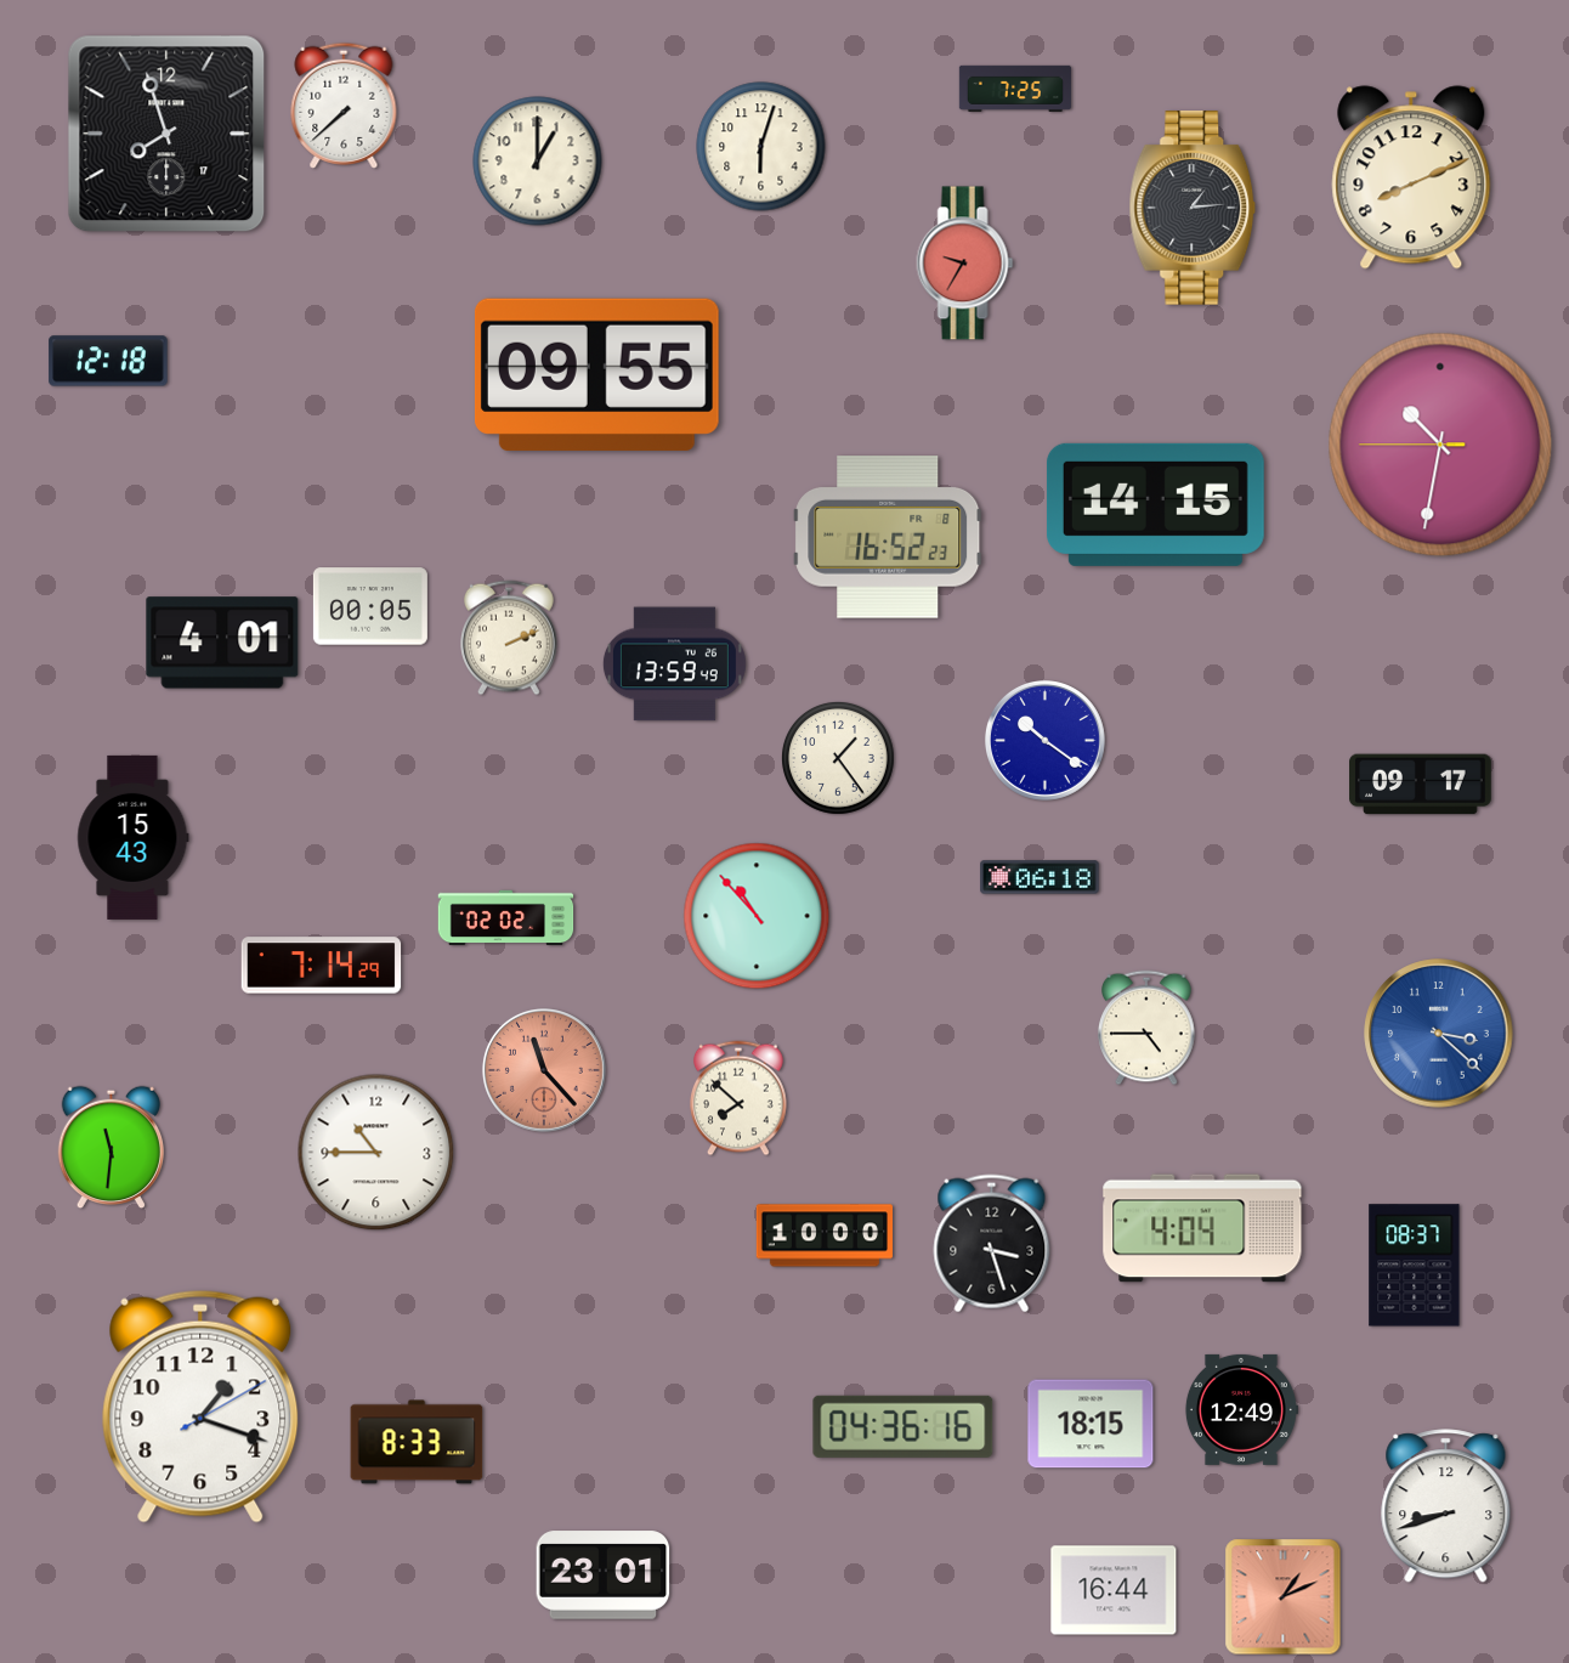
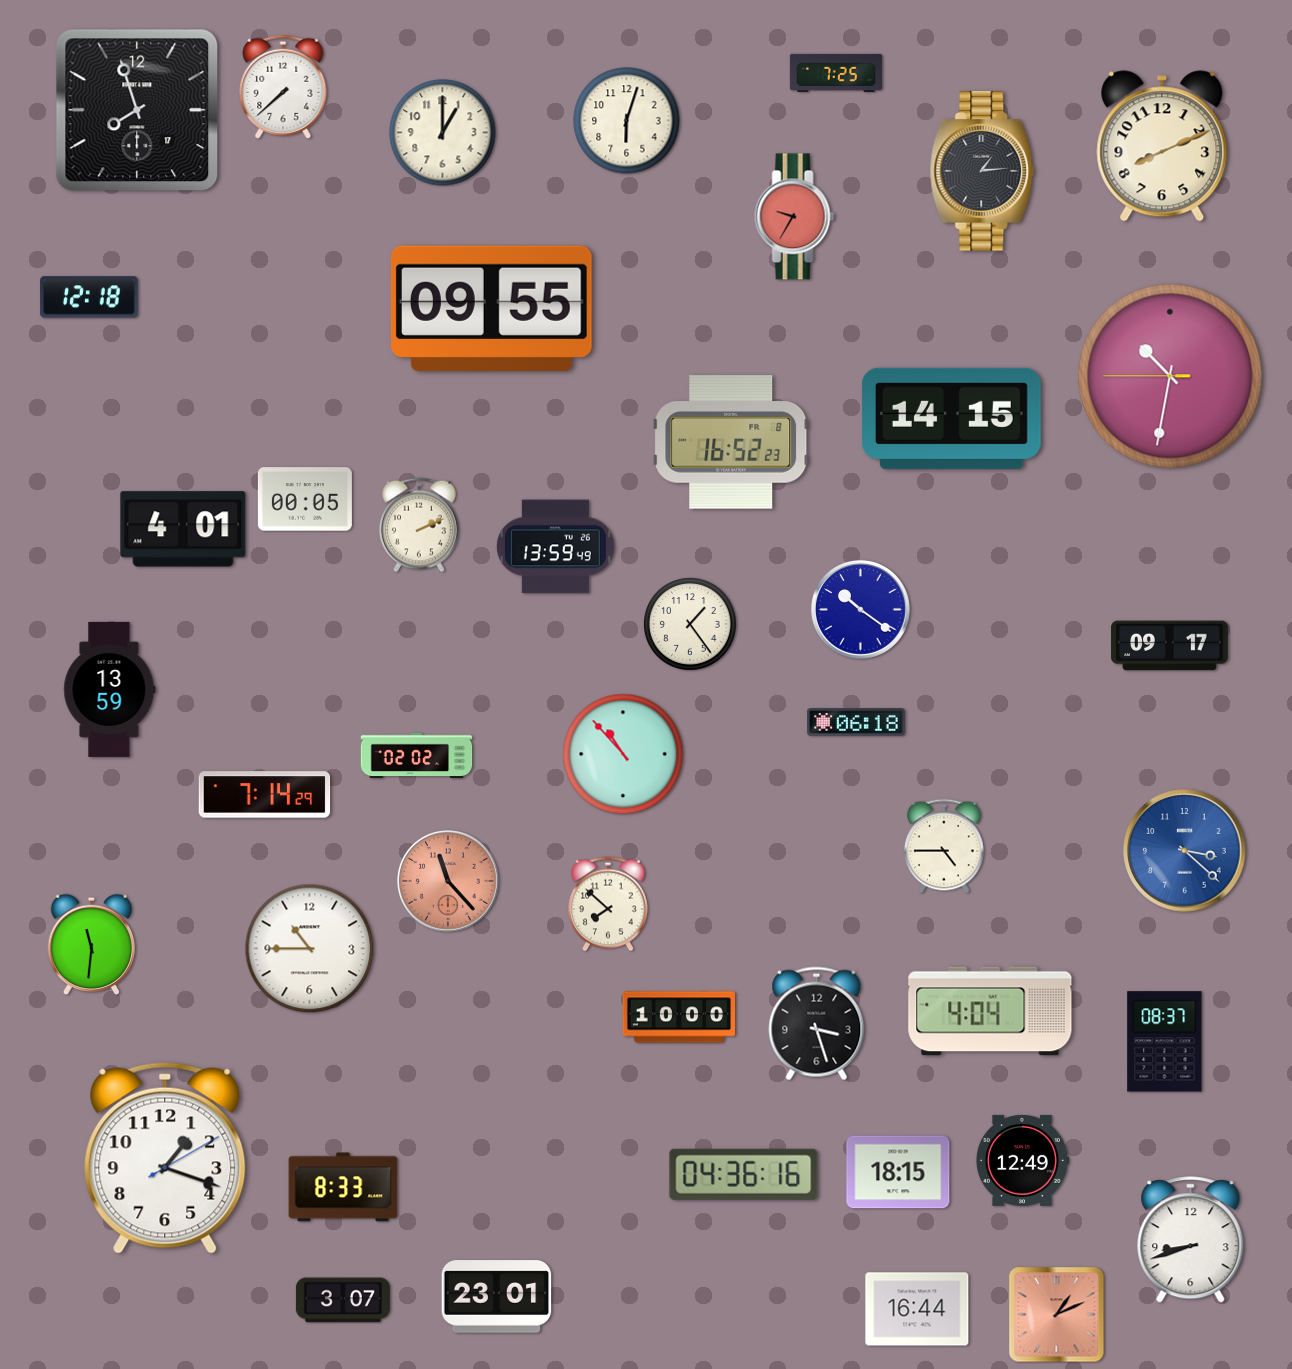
clock at (1440, 445) position: (1440, 445) -> (1170, 376)
clock at (1155, 504) position: (1155, 504) -> (951, 418)
clock at (134, 837): 15:43 -> 13:59
clock at (343, 1300): none -> 3:07
